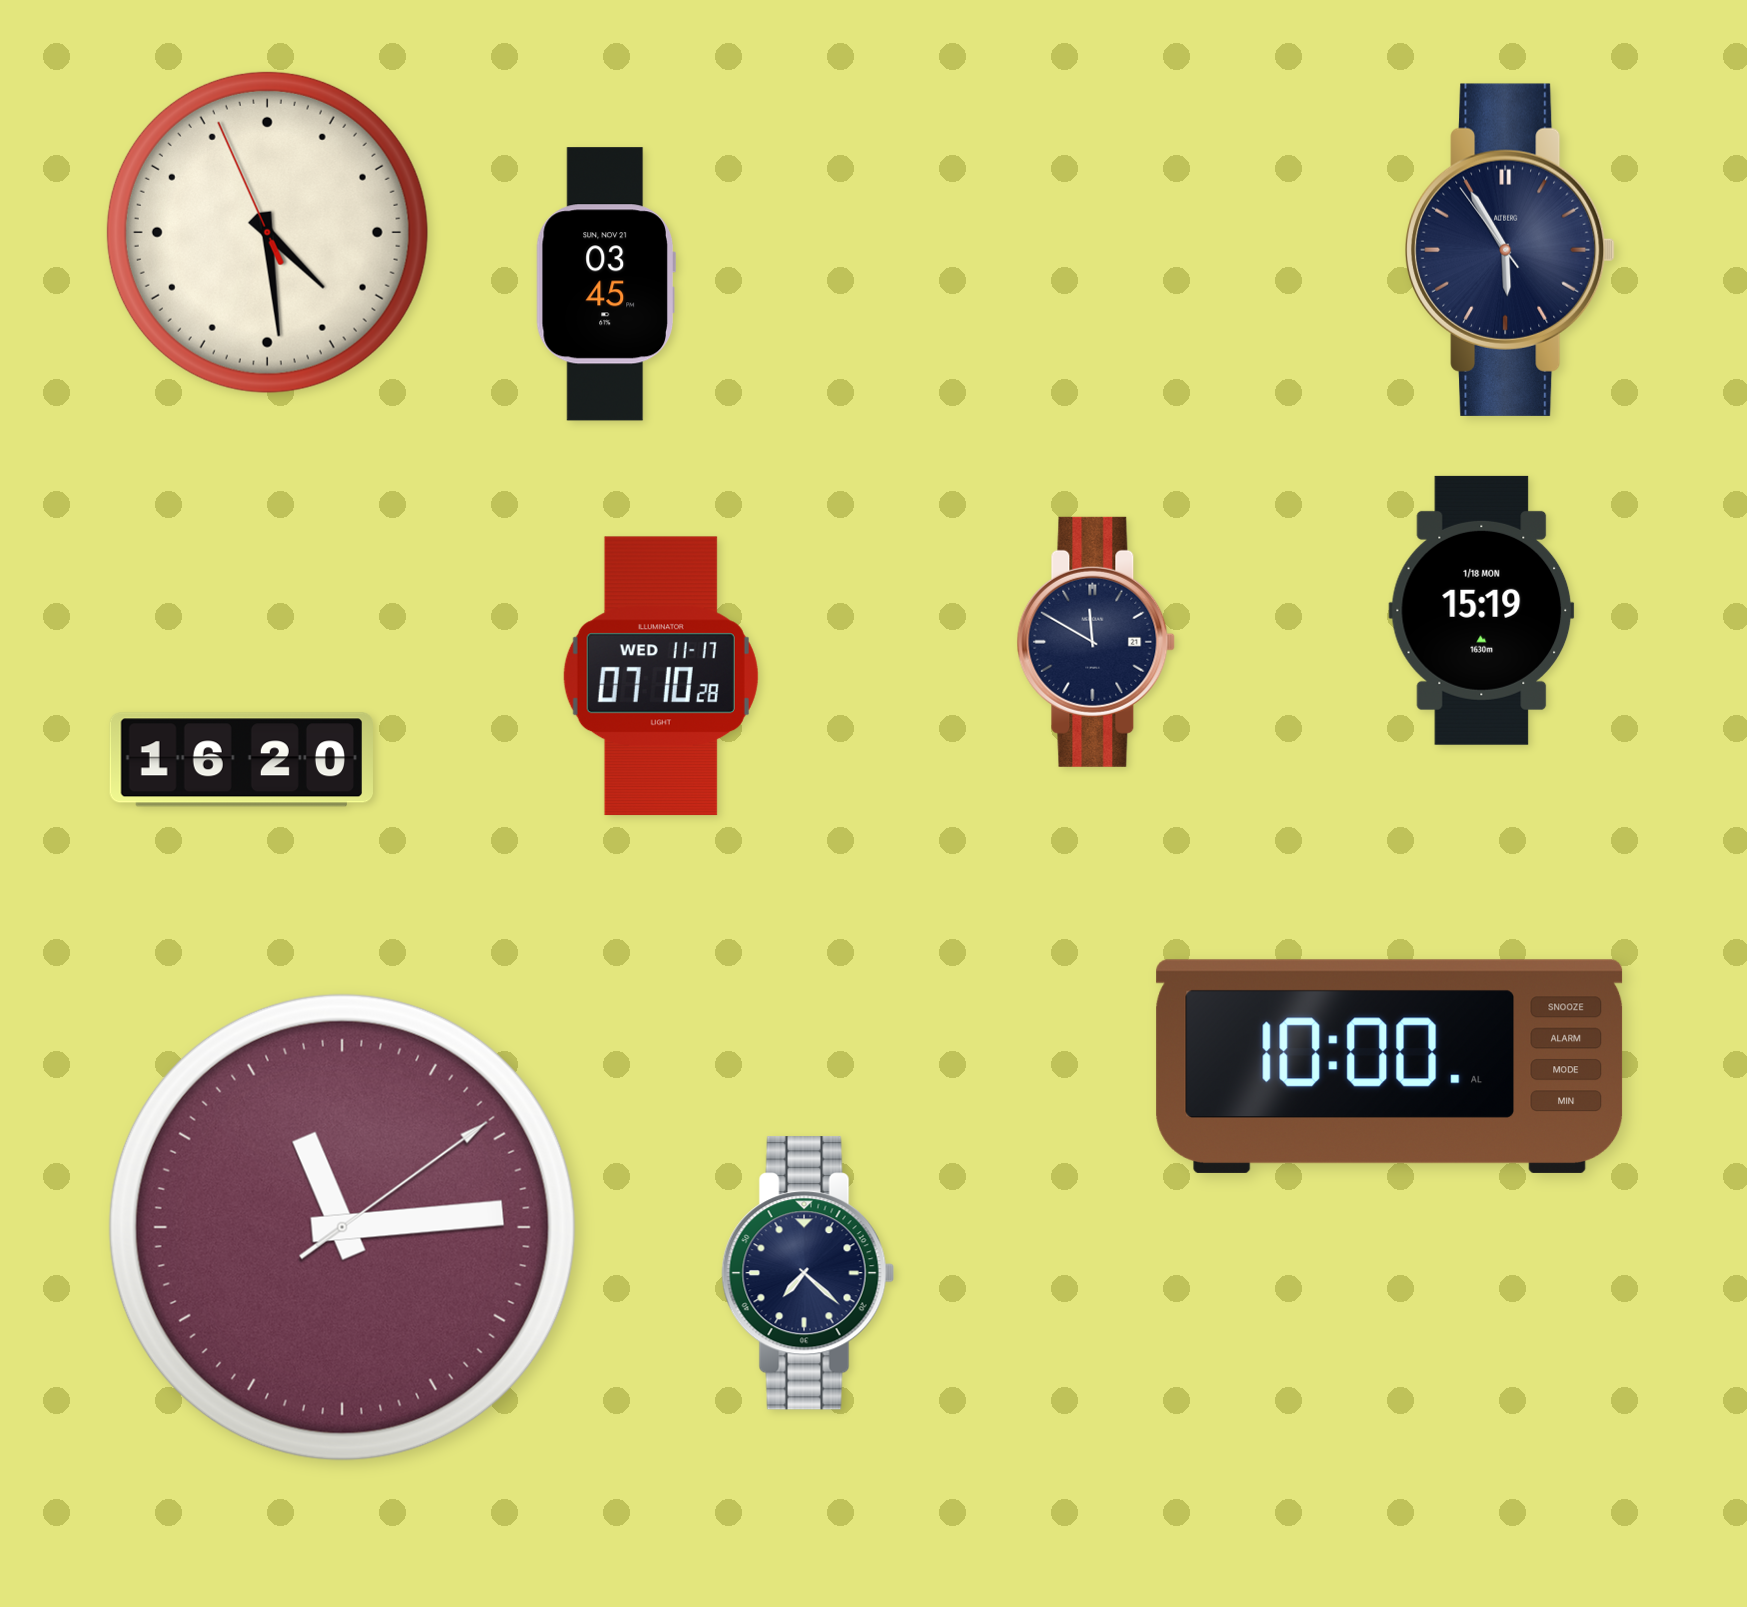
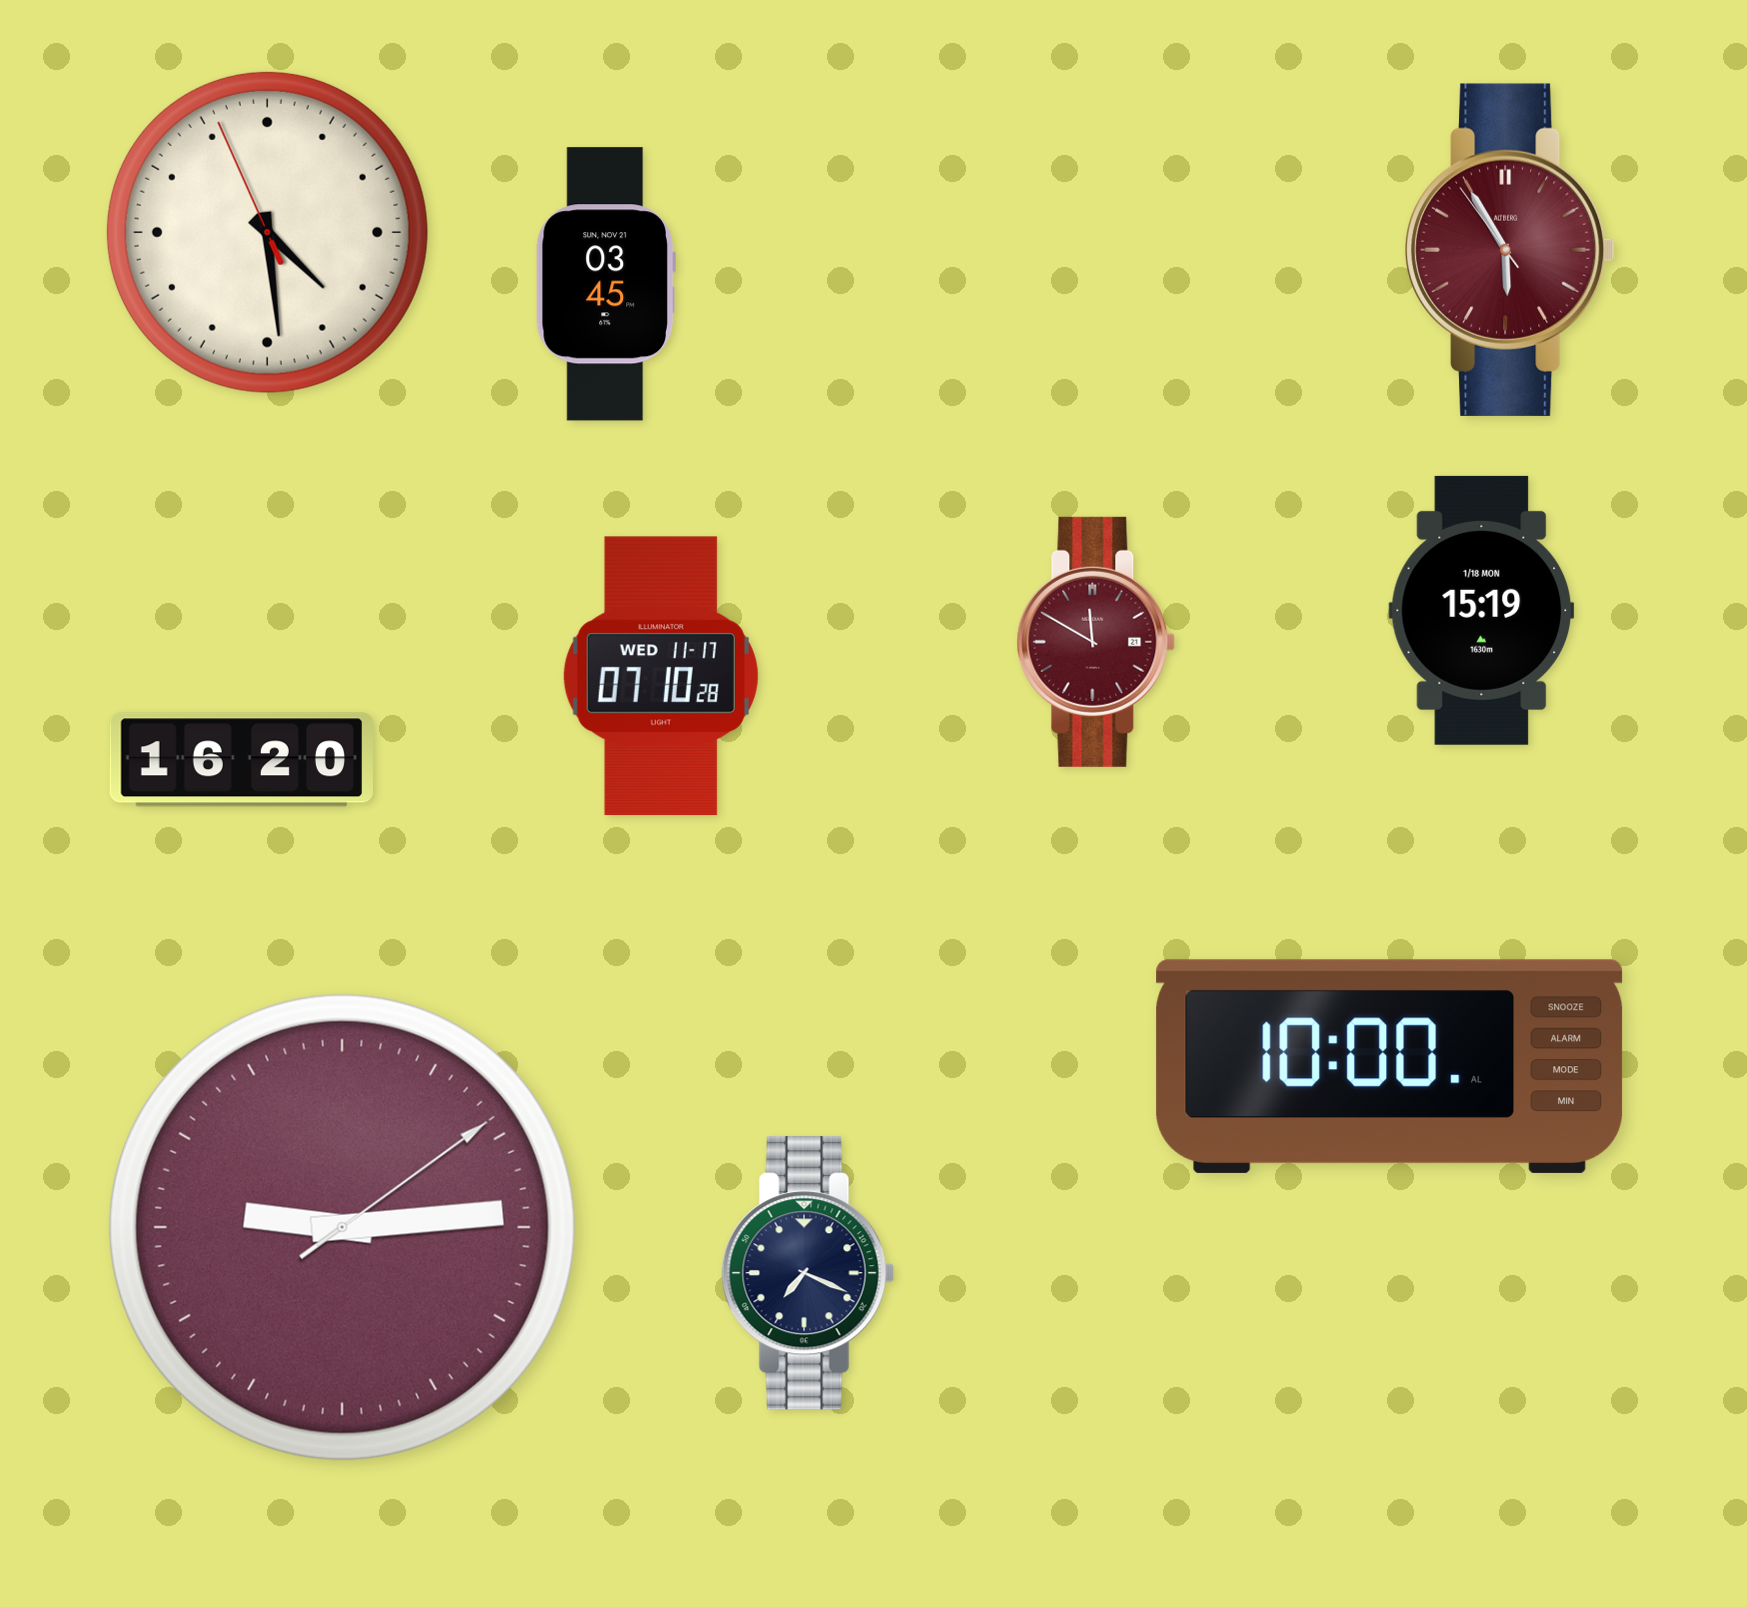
clock at (1511, 250) dial: navy -> burgundy
clock at (1096, 642) dial: navy -> burgundy
clock at (342, 1227): 11:14 -> 9:14
clock at (808, 1273): 7:22 -> 7:19
